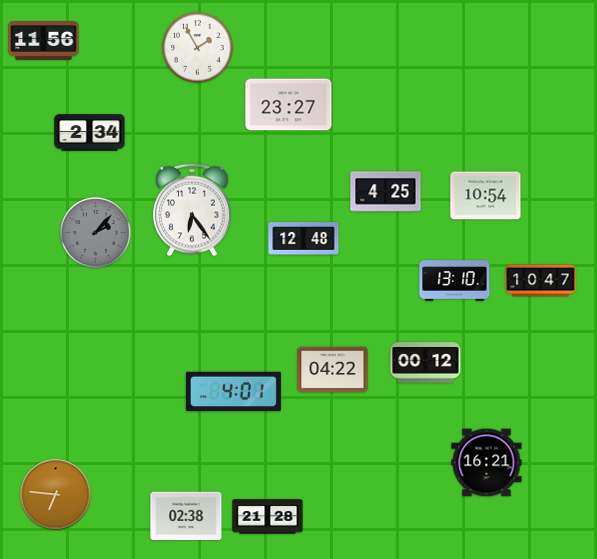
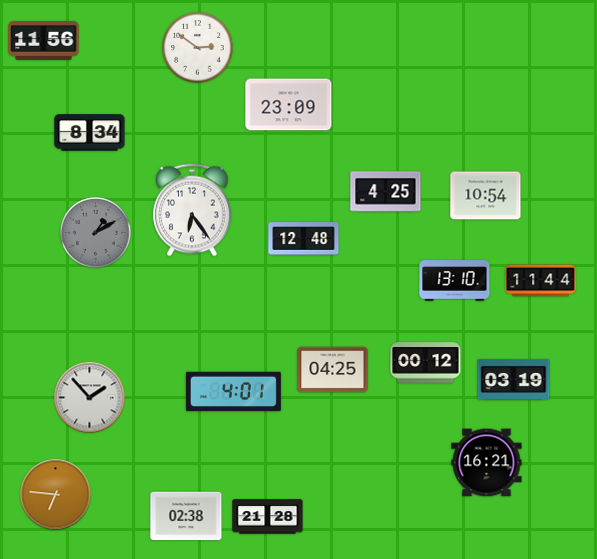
clock at (198, 48): 1:55 -> 2:51
clock at (289, 105): 23:27 -> 23:09
clock at (90, 133): 2:34 -> 8:34
clock at (96, 233): 2:07 -> 1:10
clock at (541, 281): 10:47 -> 11:44
clock at (333, 370): 04:22 -> 04:25
clock at (514, 379): none -> 03:19
clock at (90, 398): none -> 1:53
